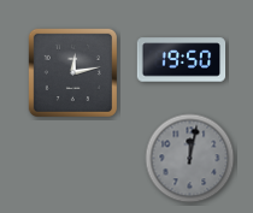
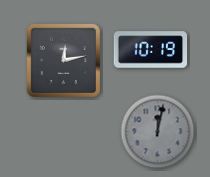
clock at (182, 60): 19:50 -> 10:19
clock at (72, 72) position: (72, 72) -> (63, 60)
